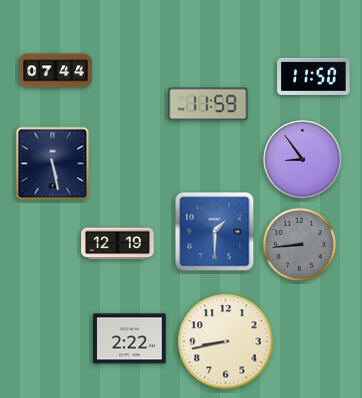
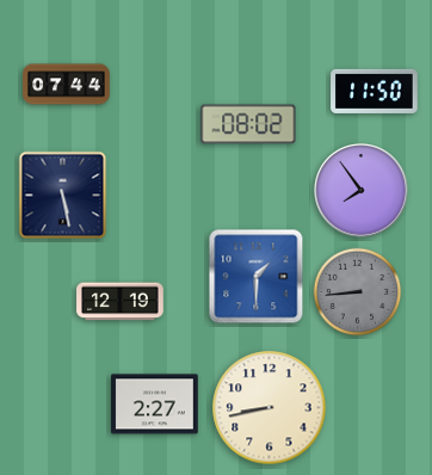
clock at (208, 104): 11:59 -> 08:02
clock at (303, 160): 8:54 -> 7:54
clock at (118, 244) position: (118, 244) -> (121, 302)
clock at (130, 339): 2:22 -> 2:27
